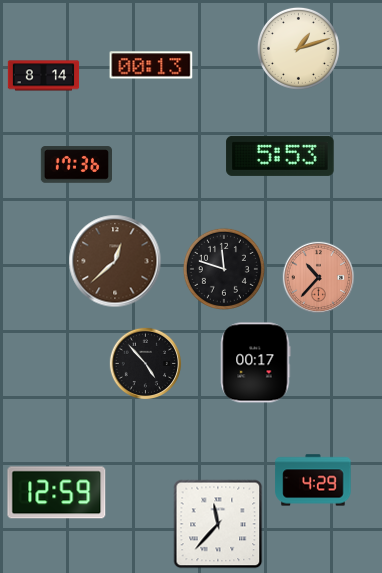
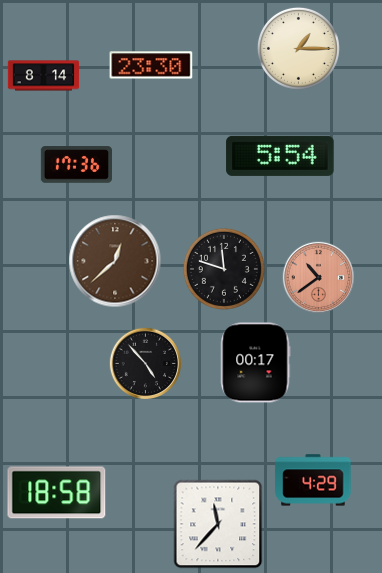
clock at (298, 48): 1:12 -> 1:15
clock at (151, 65): 00:13 -> 23:30
clock at (280, 156): 5:53 -> 5:54
clock at (319, 278): 10:37 -> 10:39
clock at (57, 493): 12:59 -> 18:58
